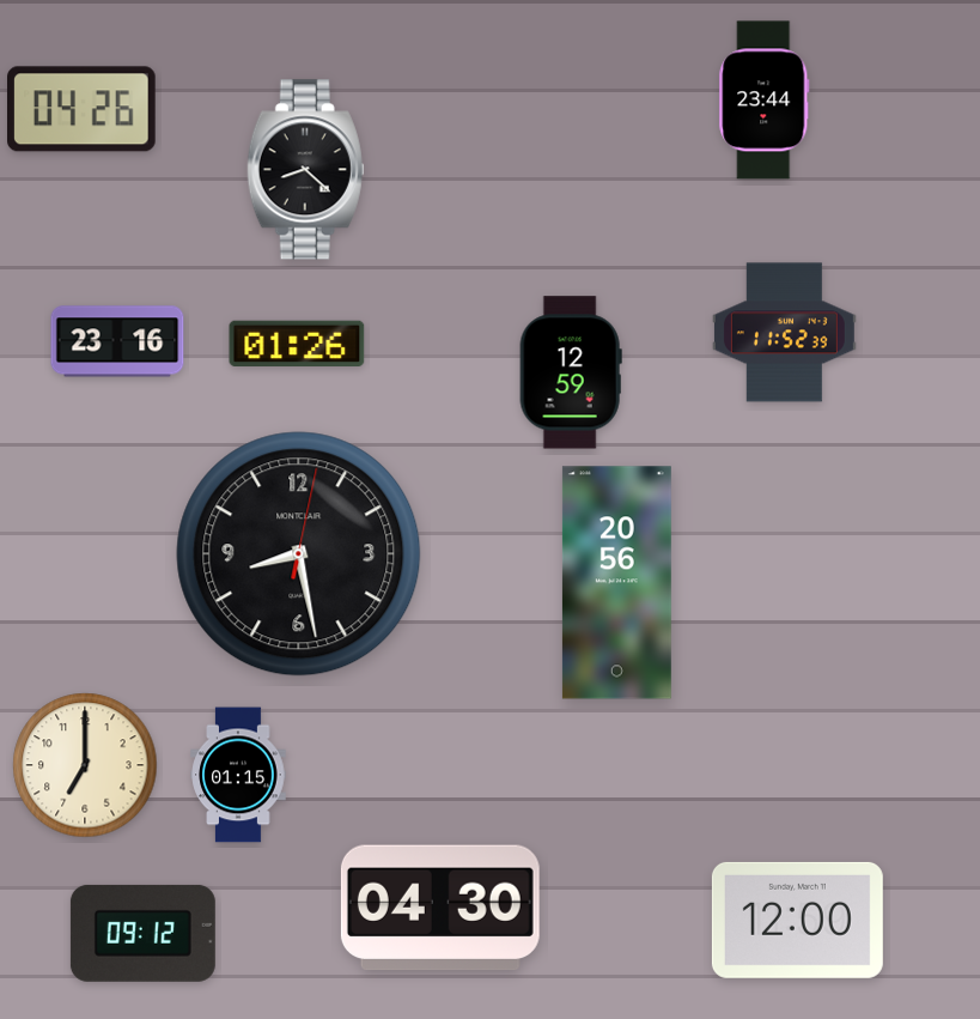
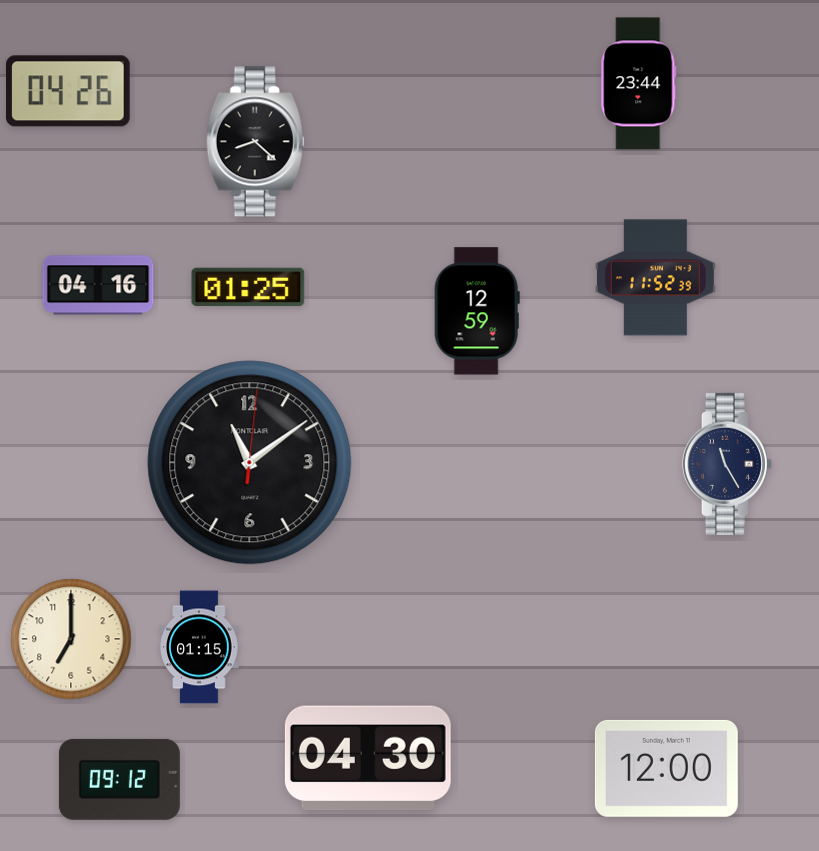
clock at (117, 341): 23:16 -> 04:16
clock at (297, 342): 01:26 -> 01:25
clock at (299, 554): 8:28 -> 11:09
clock at (727, 464): none -> 11:25
clock at (616, 583): 20:56 -> none
